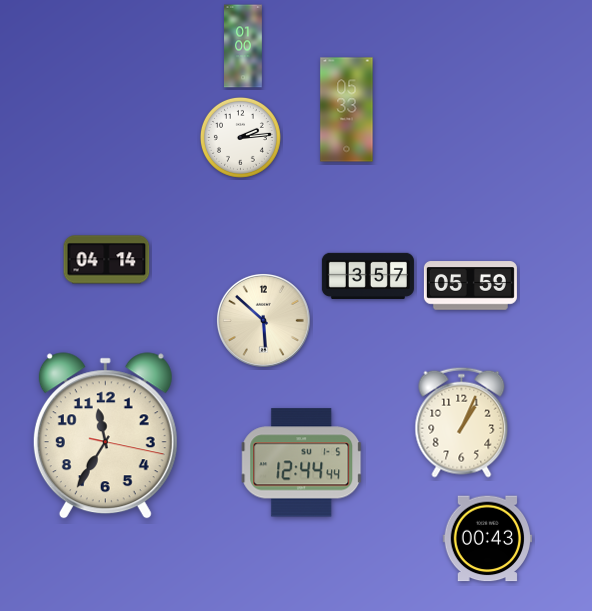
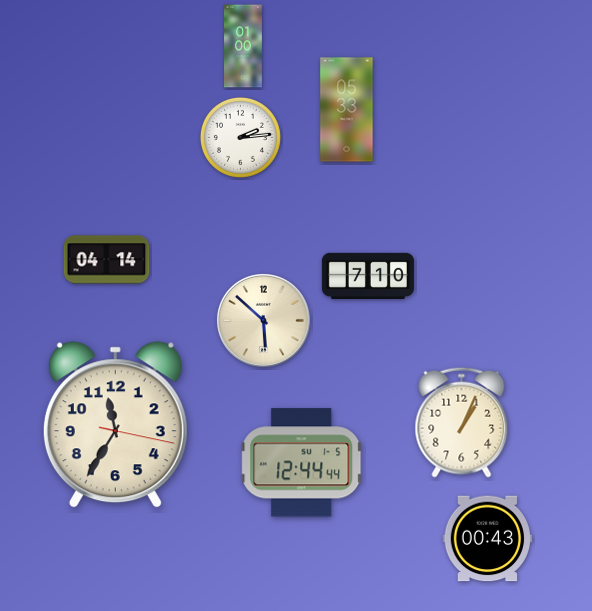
clock at (368, 276): 3:57 -> 7:10
clock at (470, 286): 05:59 -> none
clock at (105, 436) position: (105, 436) -> (115, 425)
